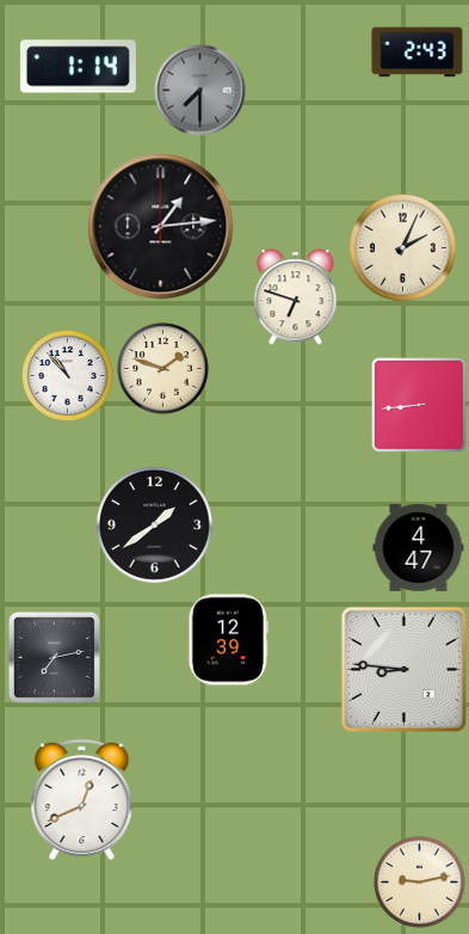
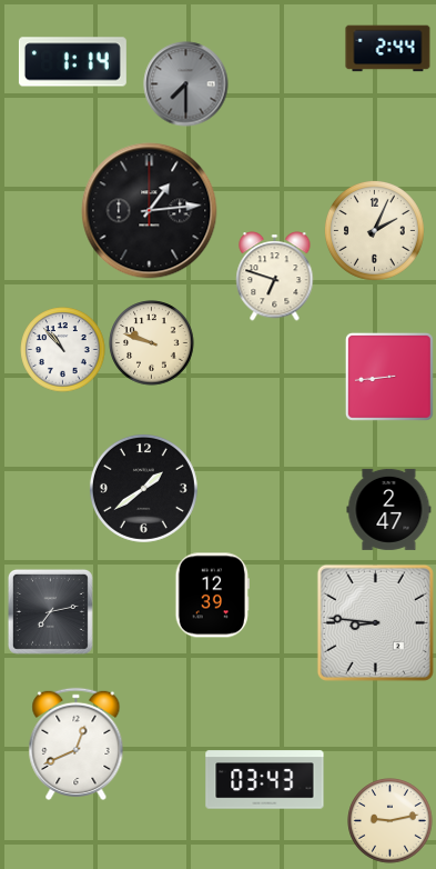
clock at (418, 53): 2:43 -> 2:44
clock at (163, 369): 1:48 -> 9:48
clock at (419, 547): 4:47 -> 2:47
clock at (265, 780): none -> 03:43
